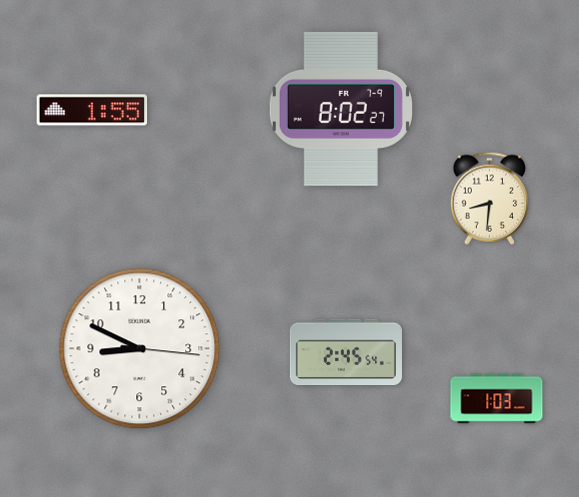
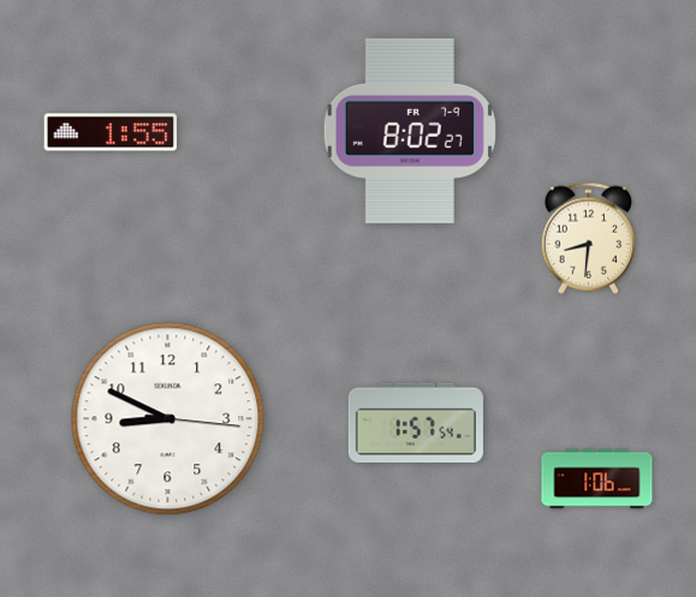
clock at (346, 352): 2:45 -> 1:57
clock at (497, 399): 1:03 -> 1:06
